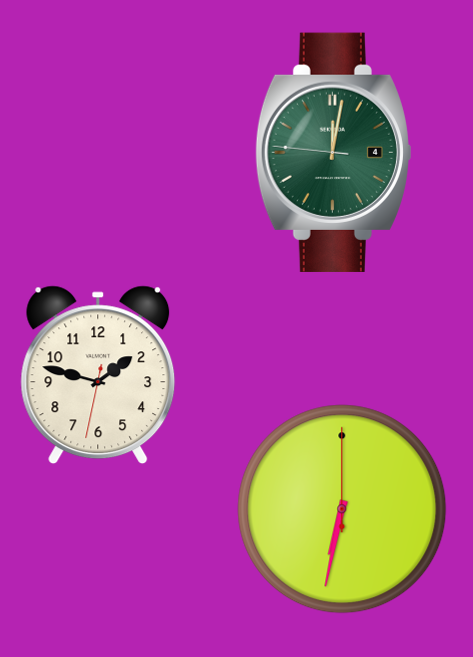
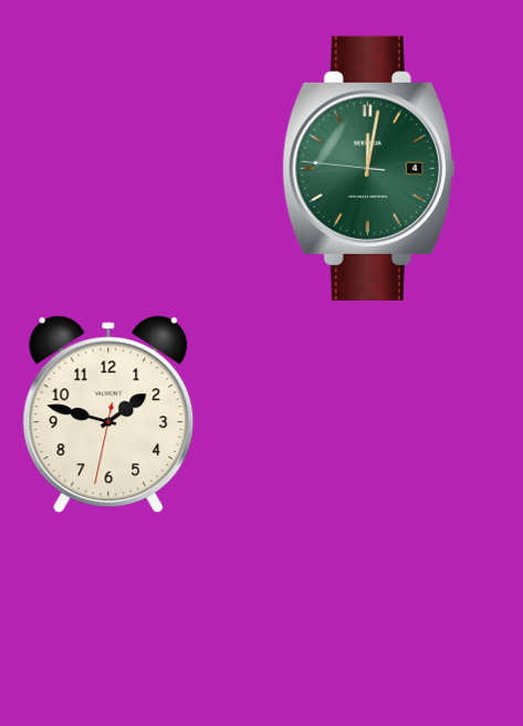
clock at (342, 509): 6:32 -> none
